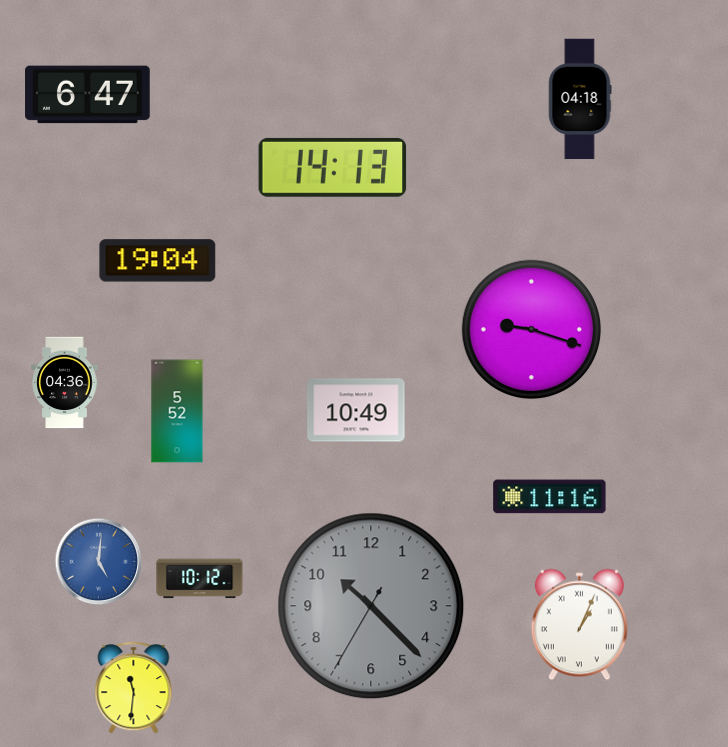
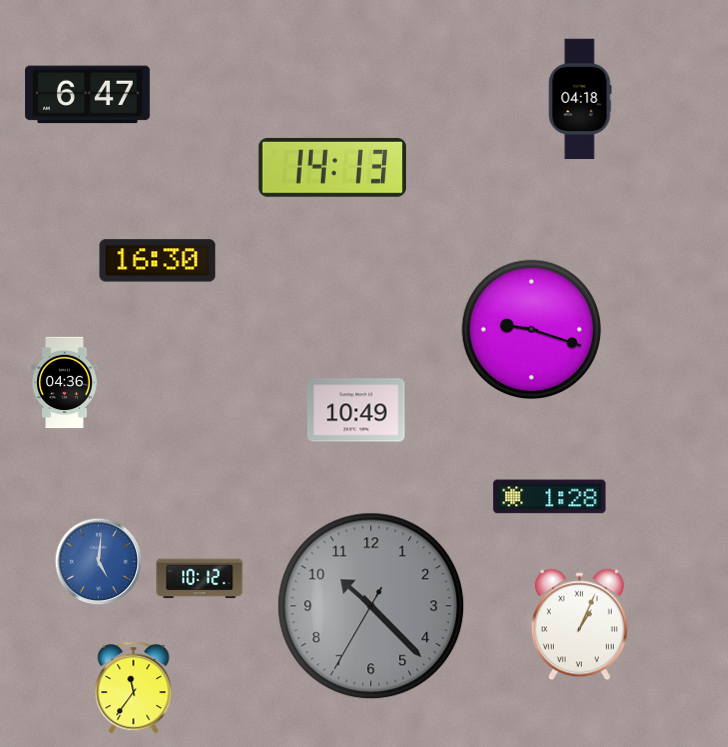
clock at (158, 261): 19:04 -> 16:30
clock at (177, 411): 5:52 -> none
clock at (550, 497): 11:16 -> 1:28
clock at (134, 688): 11:31 -> 11:36
